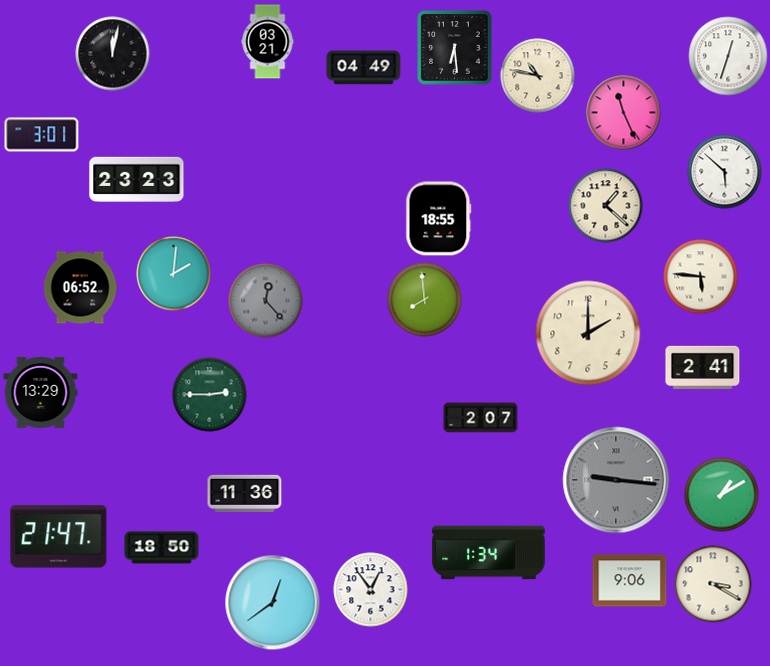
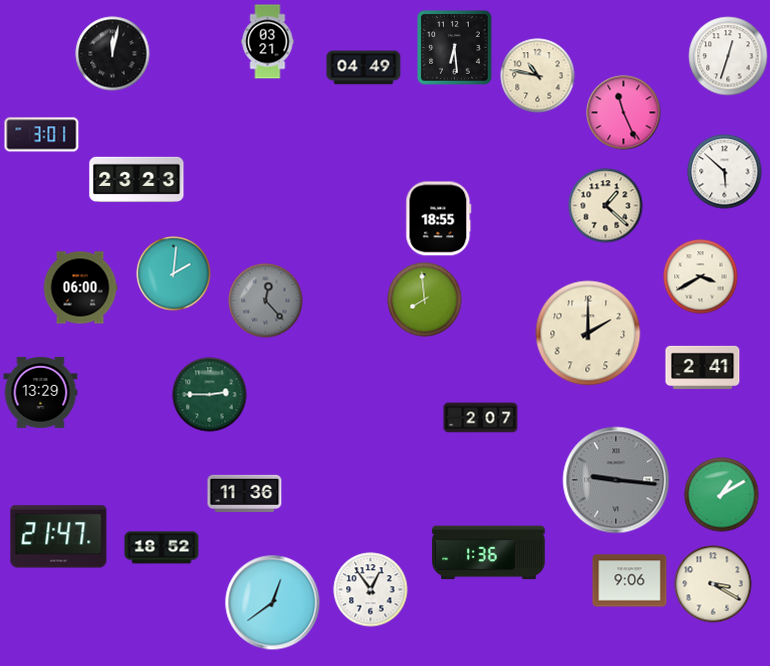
clock at (701, 277): 5:46 -> 3:40
clock at (80, 288): 06:52 -> 06:00
clock at (162, 548): 18:50 -> 18:52
clock at (489, 553): 1:34 -> 1:36
